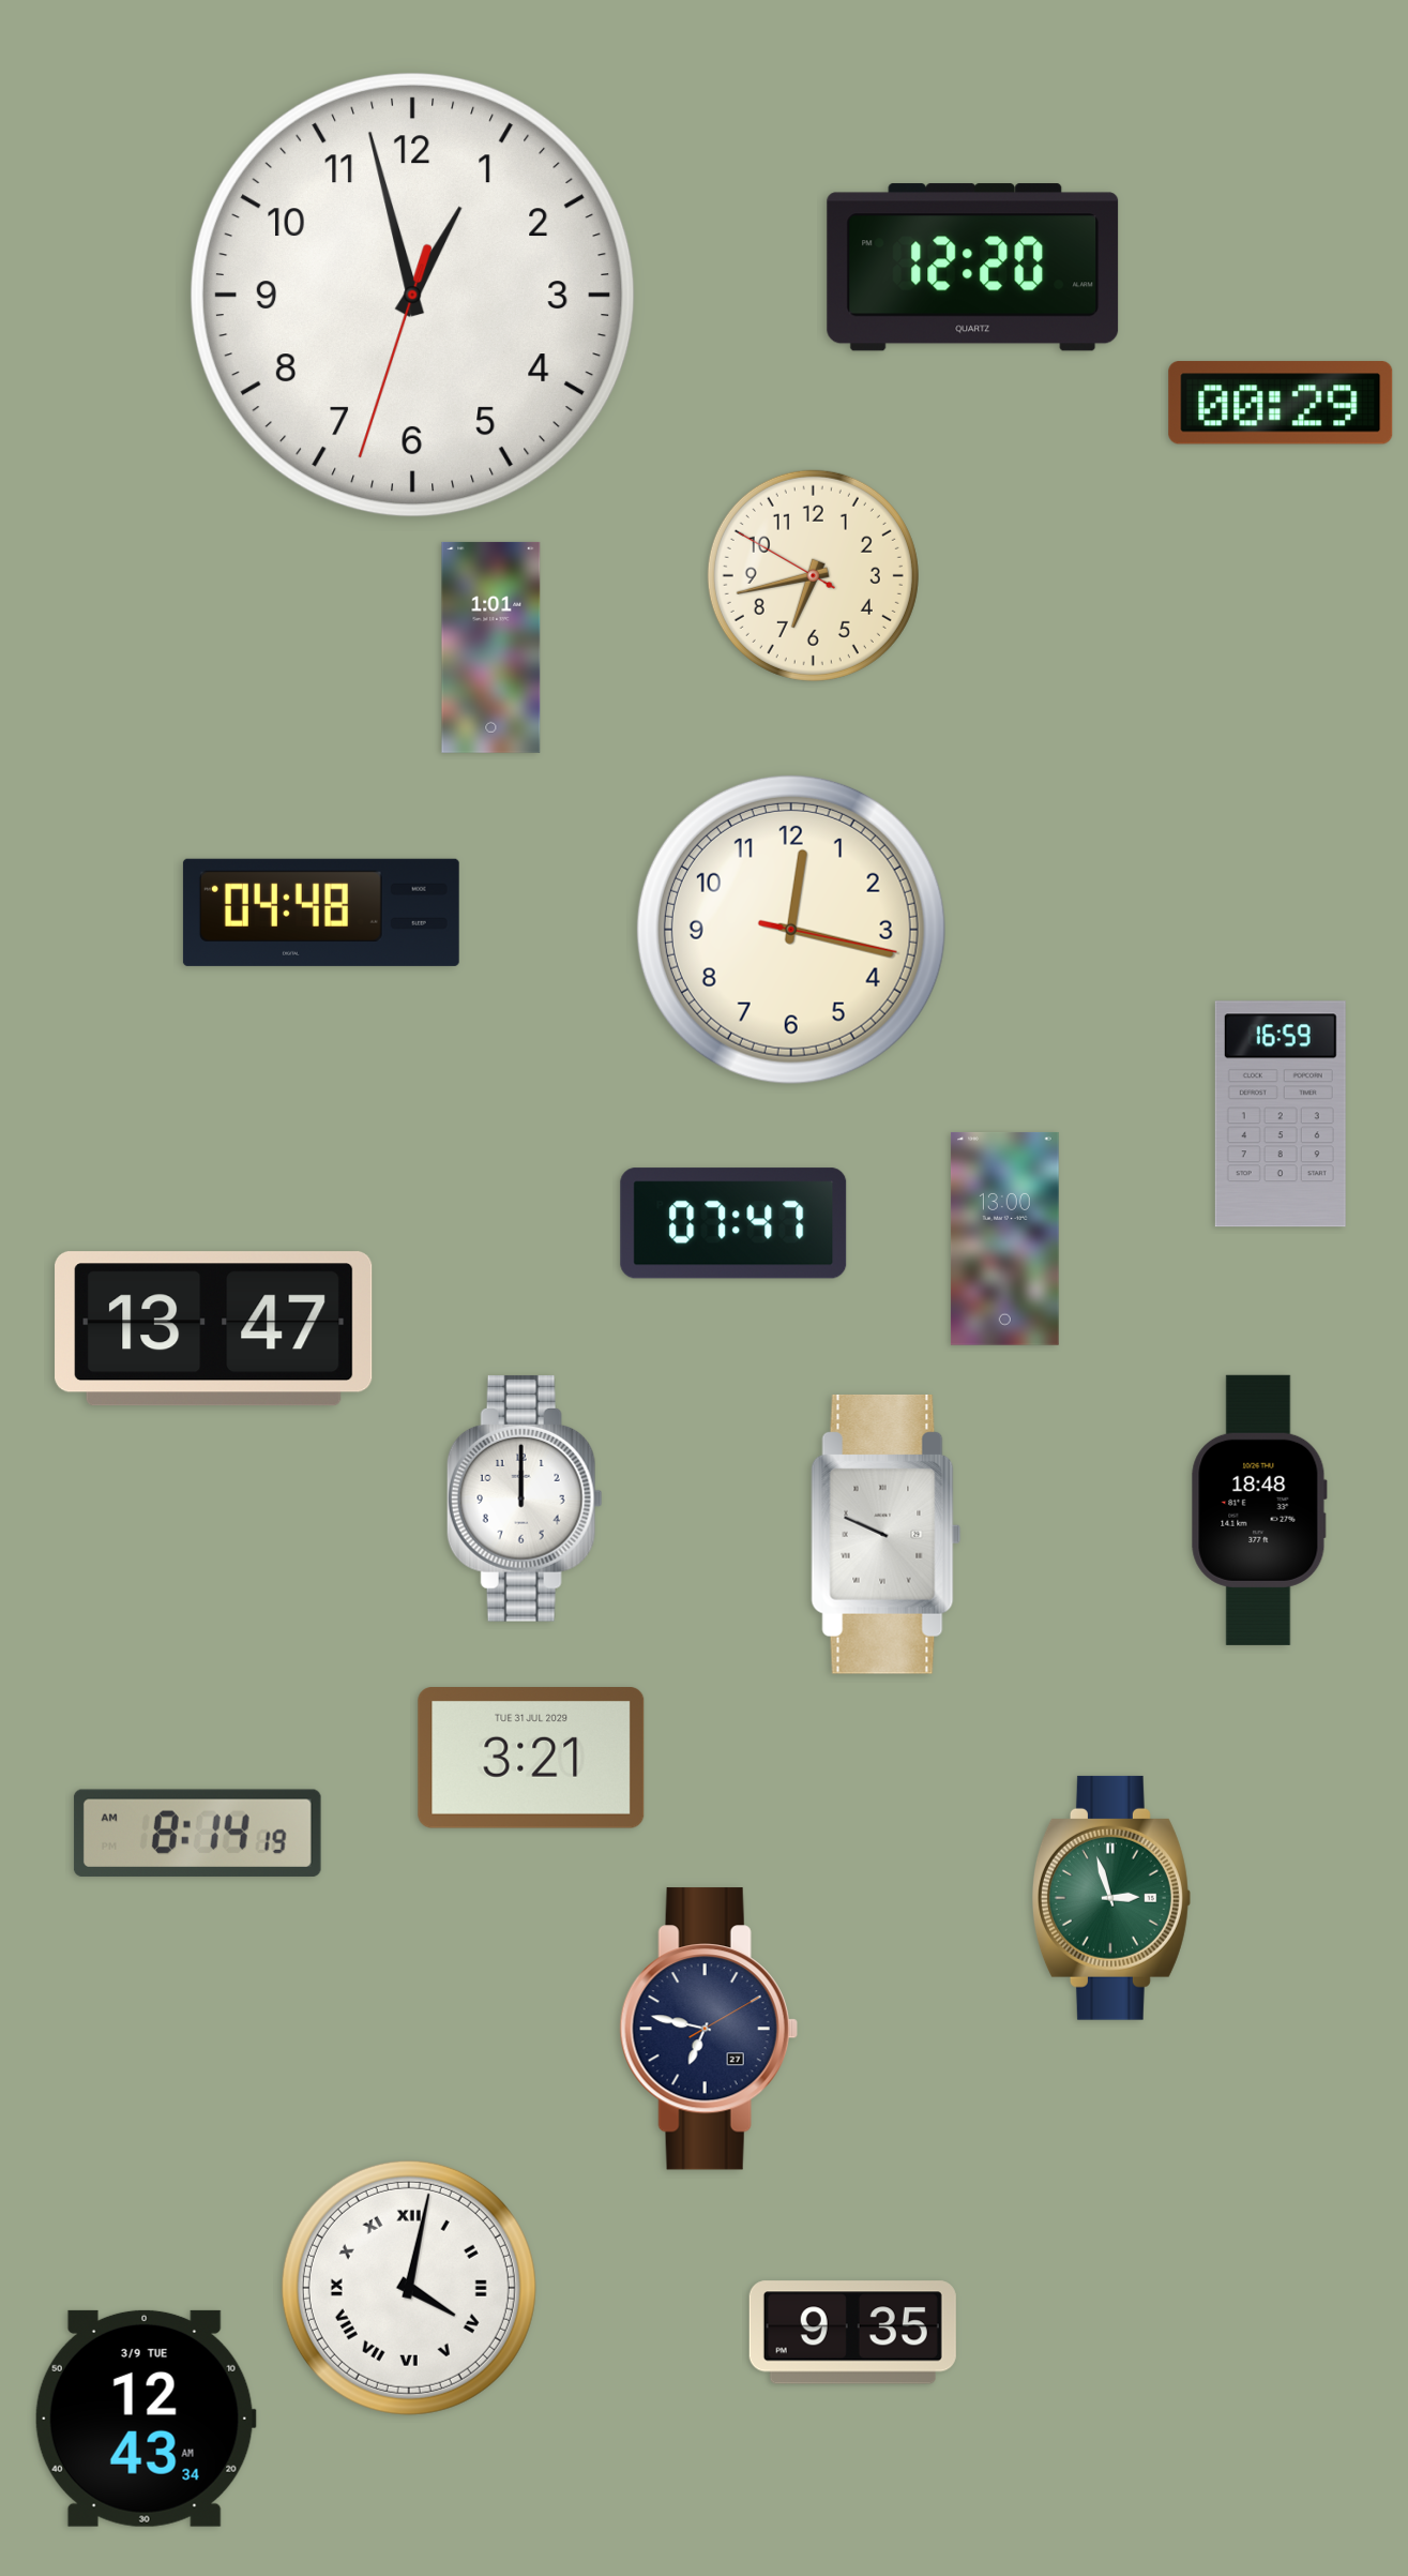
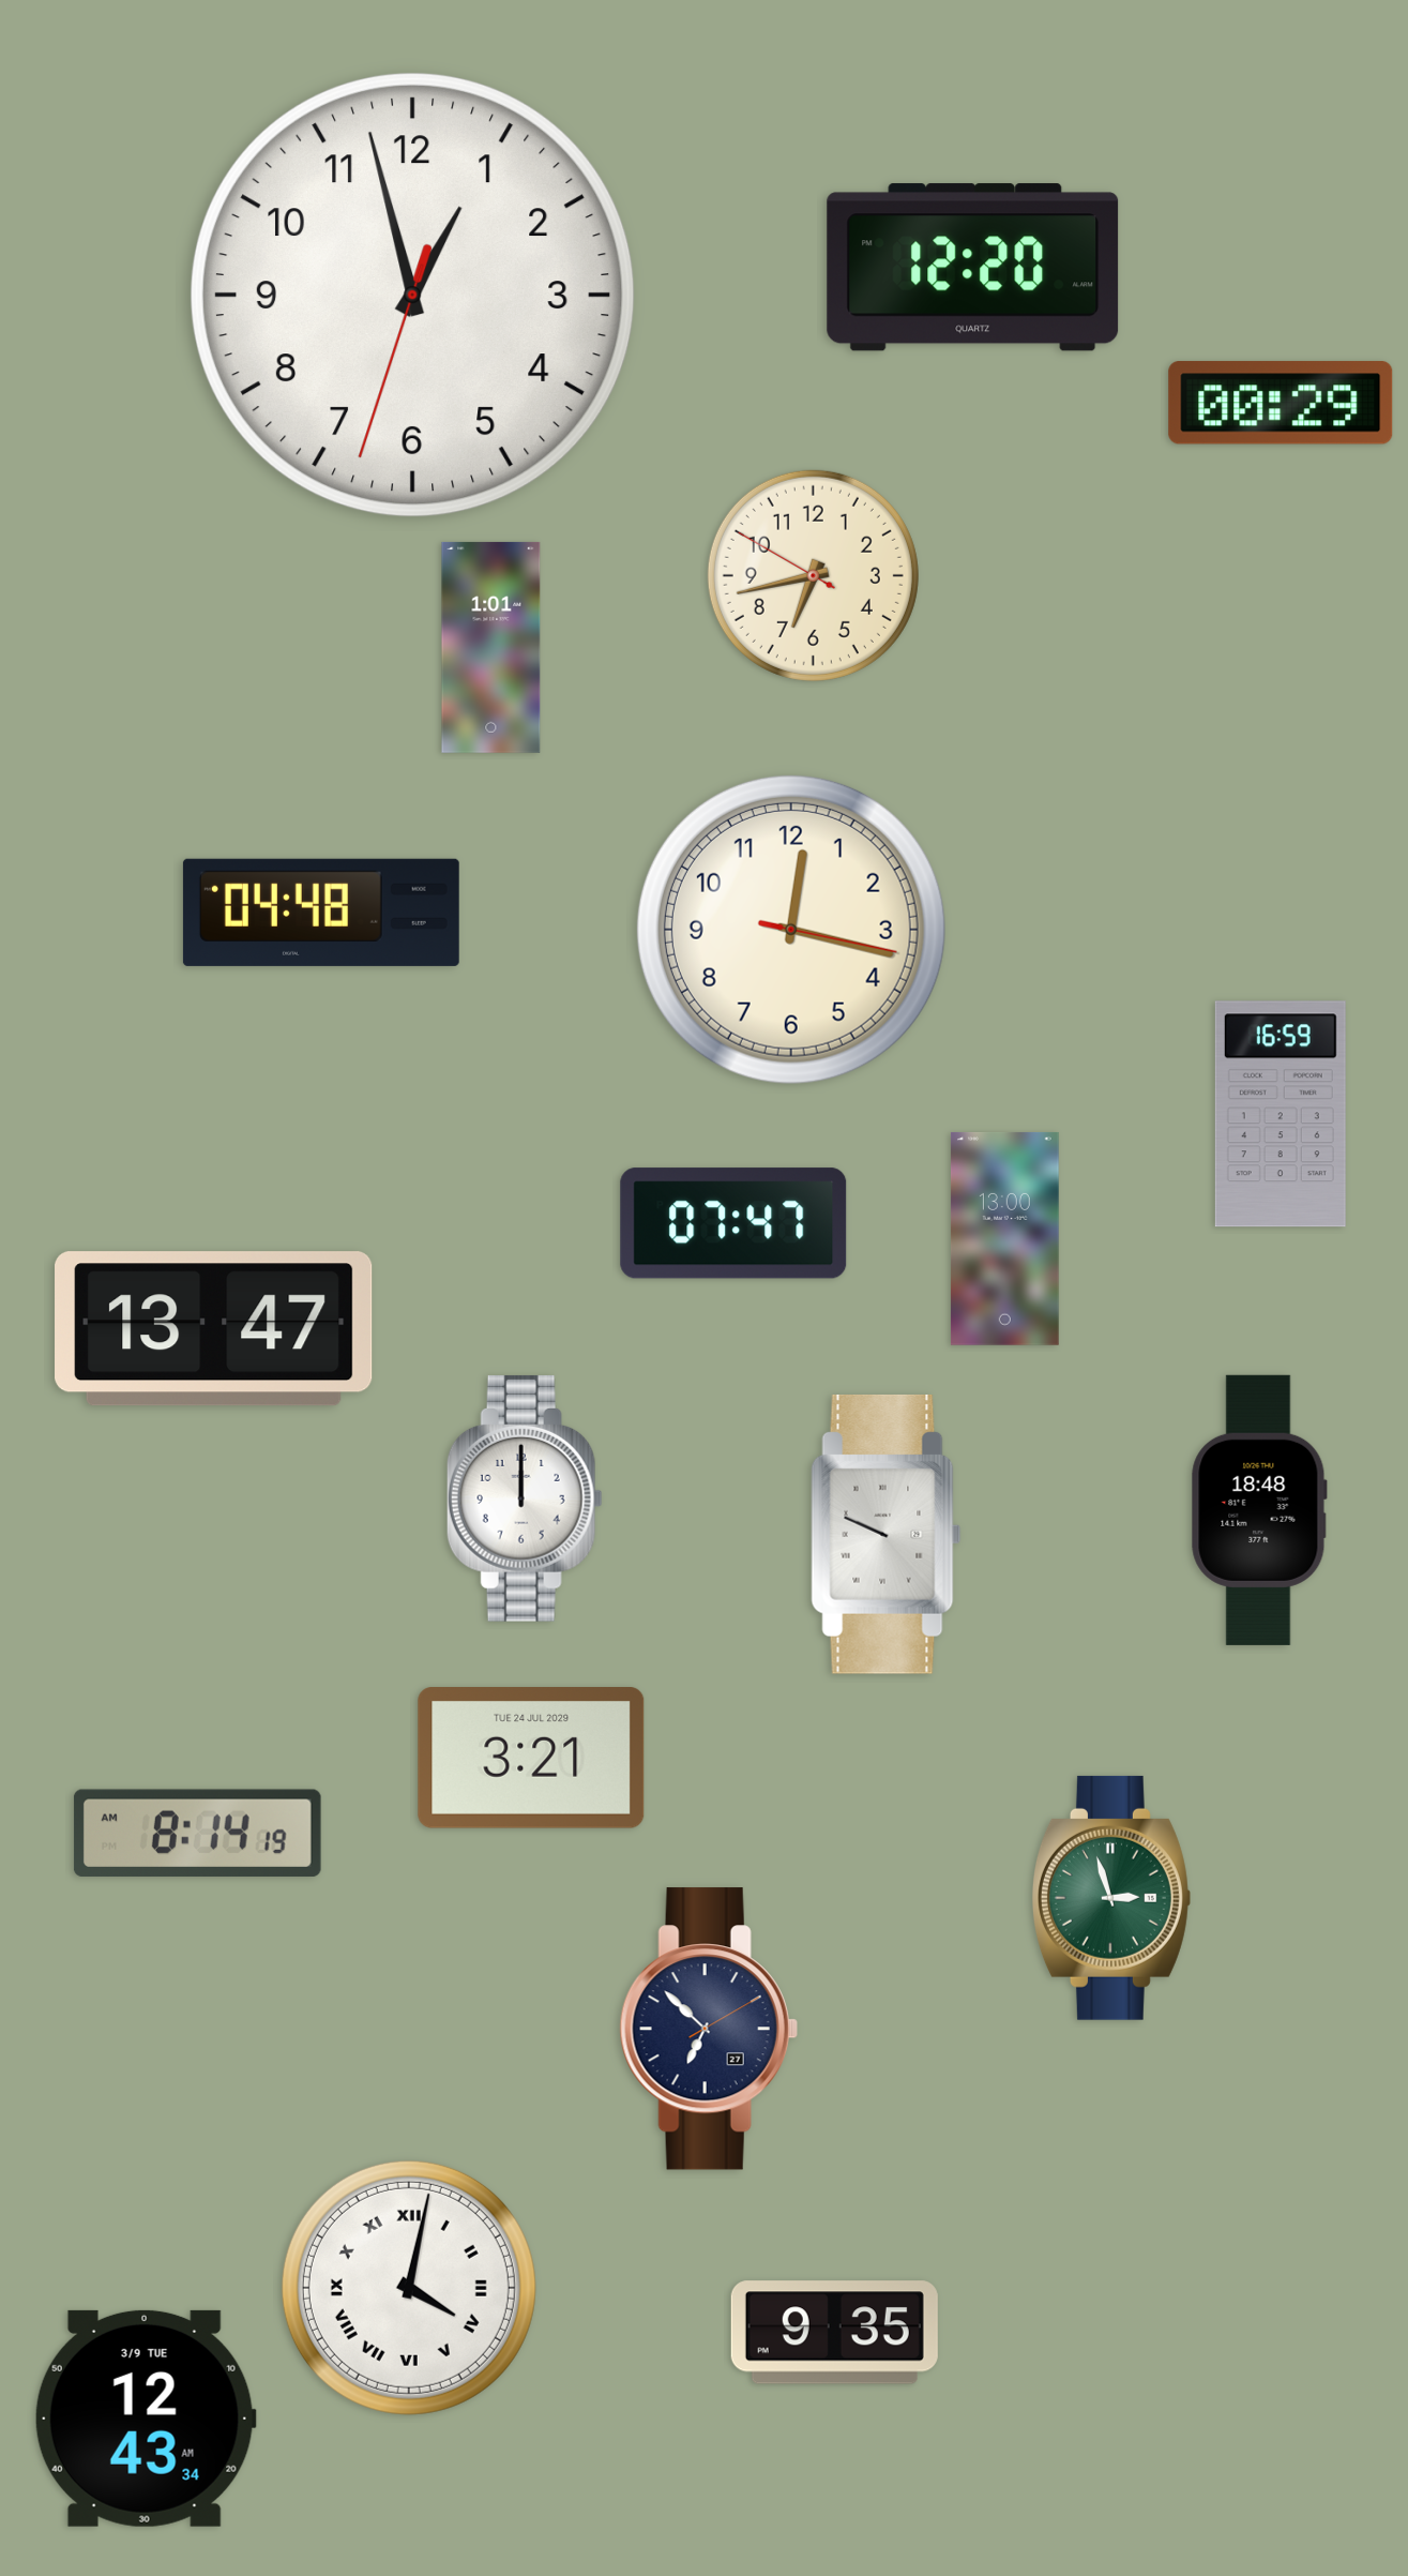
clock at (531, 1759) date: TUE 31 JUL 2029 -> TUE 24 JUL 2029
clock at (709, 2029): 6:47 -> 6:52
clock at (852, 2333) position: (852, 2333) -> (834, 2333)
